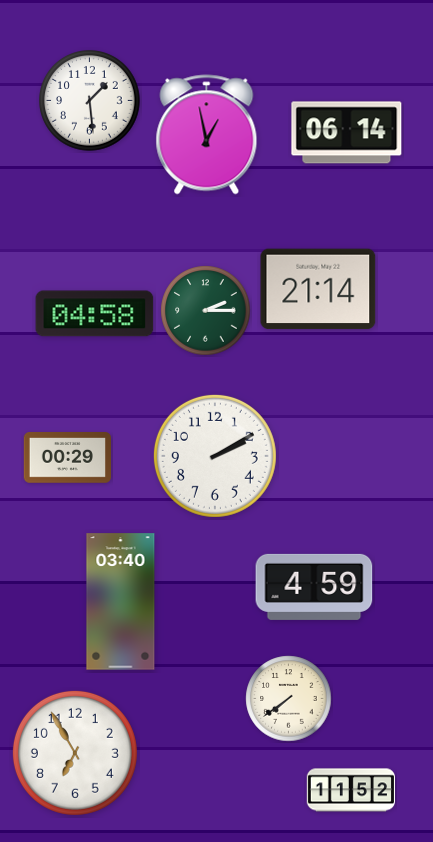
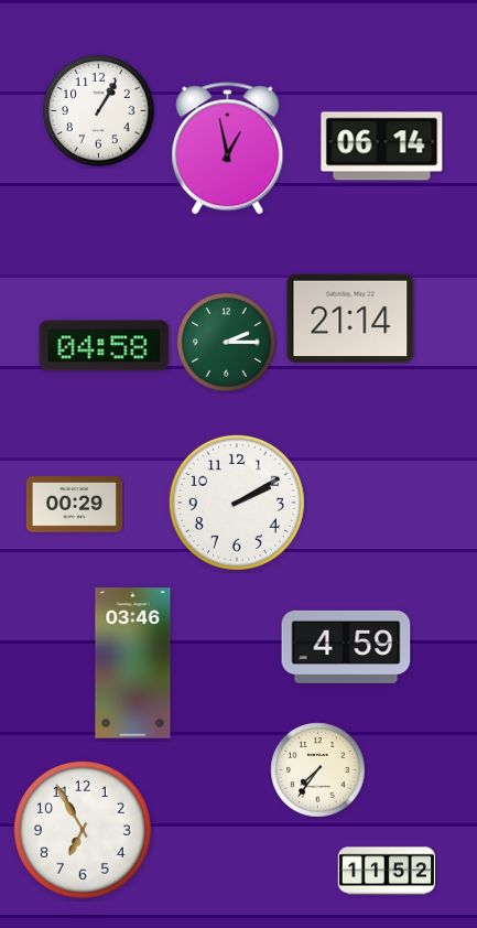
clock at (90, 101): 1:29 -> 1:05
clock at (121, 602): 03:40 -> 03:46
clock at (289, 699): 7:39 -> 7:36
